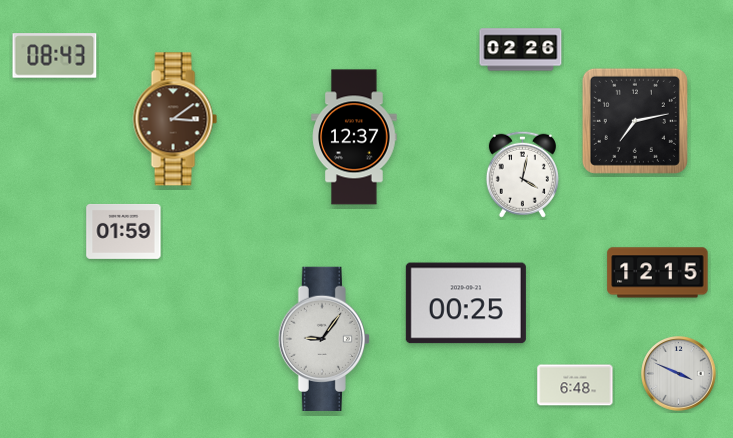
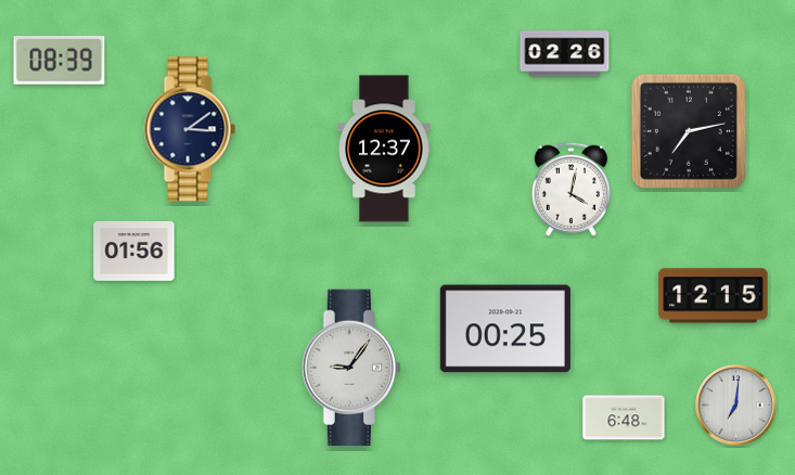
clock at (55, 56): 08:43 -> 08:39
clock at (175, 119) dial: brown -> navy
clock at (522, 174) position: (522, 174) -> (570, 189)
clock at (124, 231): 01:59 -> 01:56
clock at (679, 374): 3:49 -> 7:01
